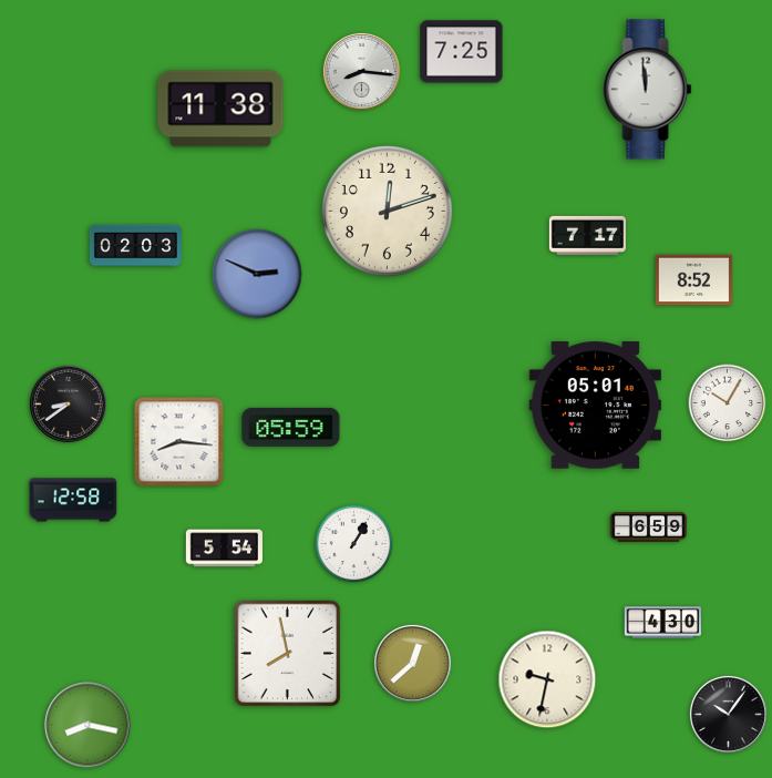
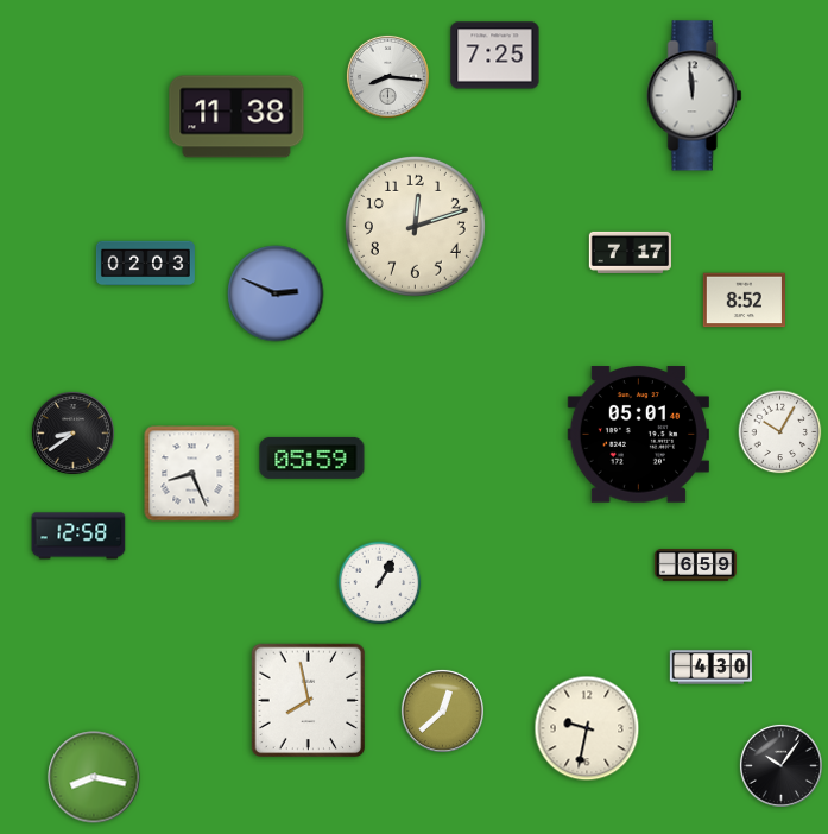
clock at (179, 442): 8:16 -> 8:26
clock at (224, 549): 5:54 -> none
